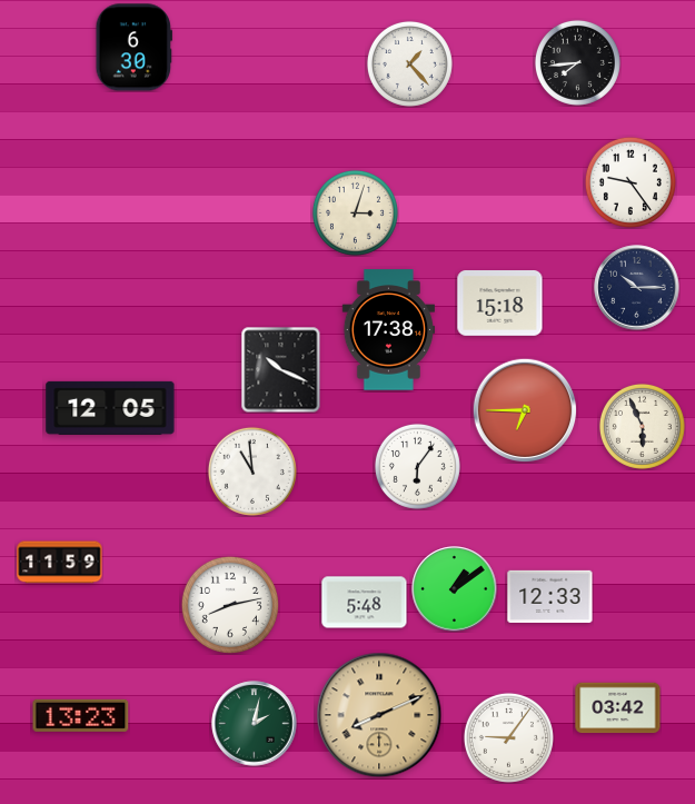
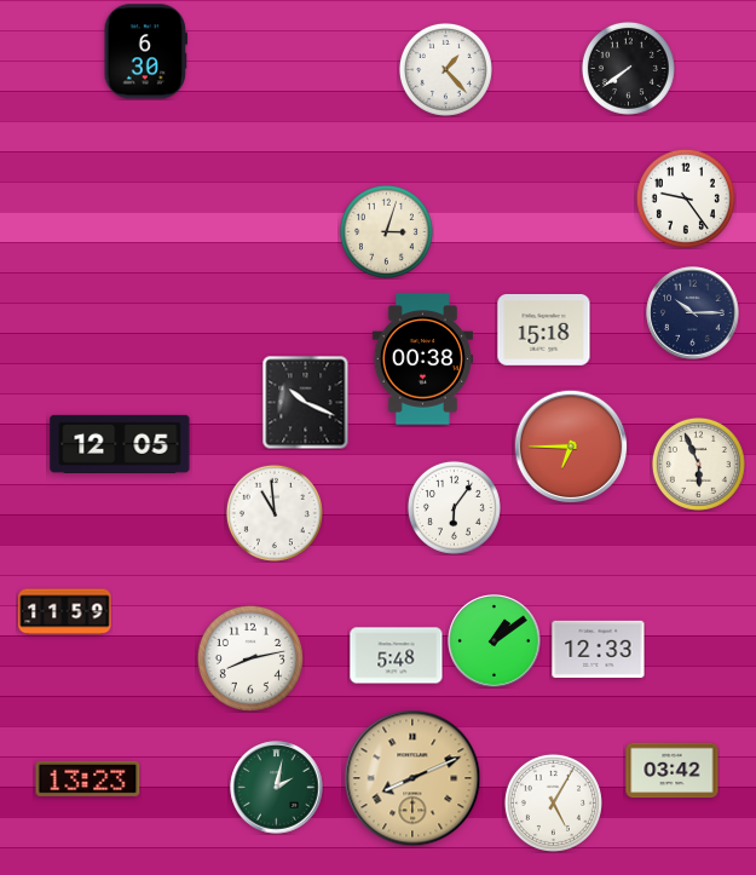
clock at (577, 62): 7:44 -> 7:39
clock at (388, 330): 17:38 -> 00:38
clock at (508, 737): 9:06 -> 5:05
